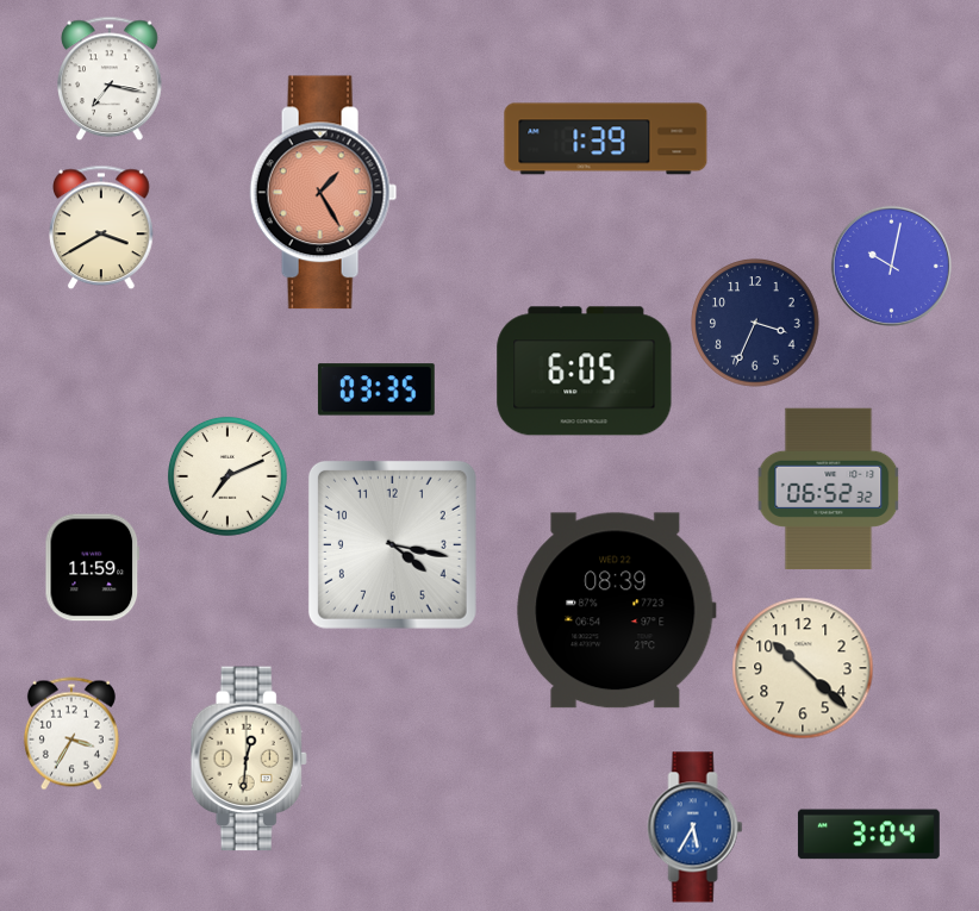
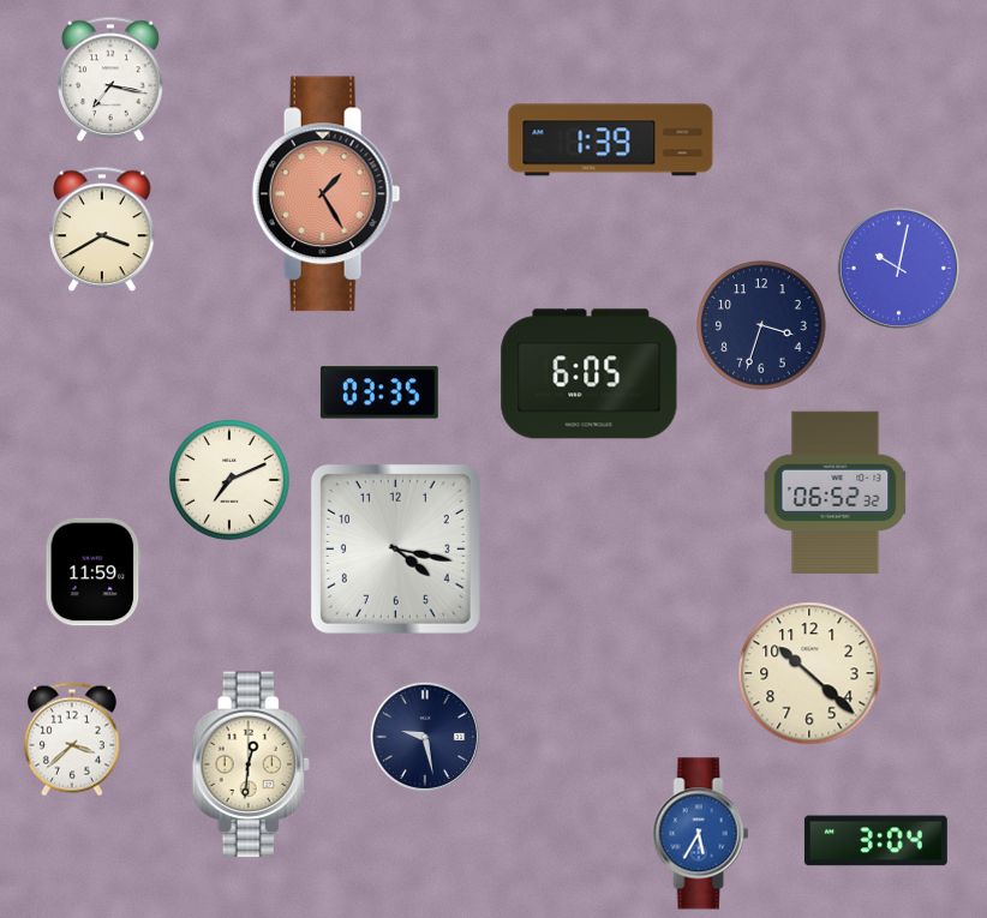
clock at (755, 323): 3:34 -> 3:33
clock at (617, 611): 08:39 -> none
clock at (424, 736): none -> 9:28
clock at (71, 734): 3:35 -> 3:38
